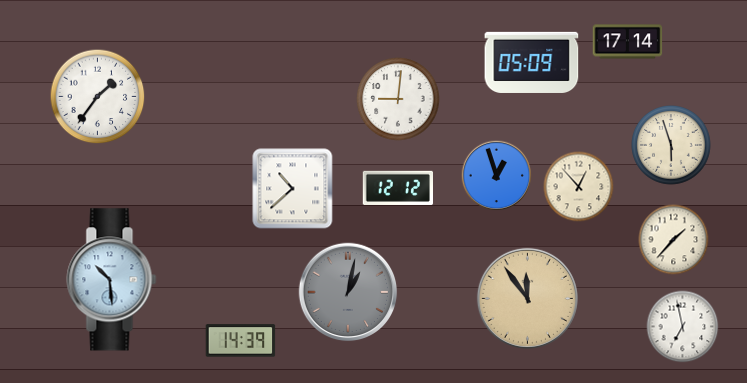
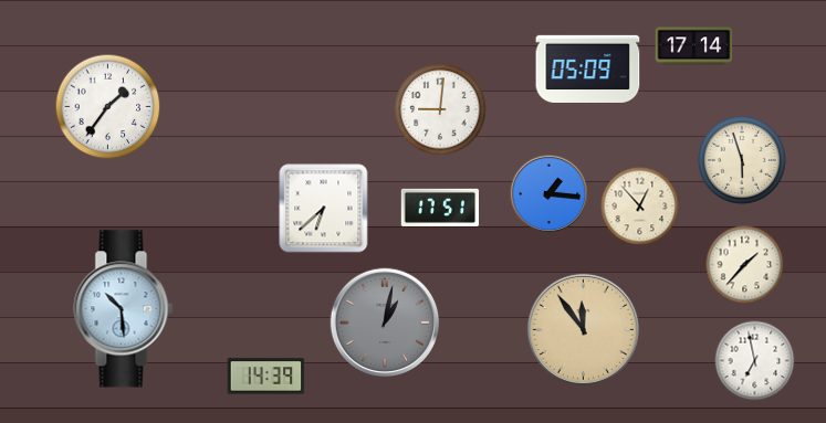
clock at (497, 176): 12:57 -> 1:16
clock at (397, 188): 12:12 -> 17:51
clock at (293, 189): 10:38 -> 6:38
